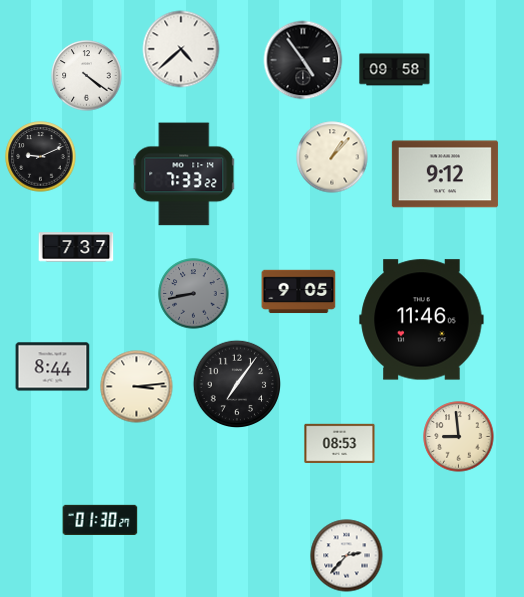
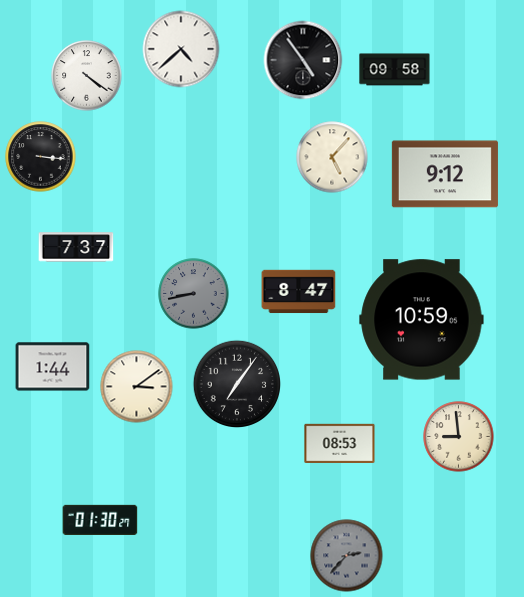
clock at (41, 157): 9:11 -> 3:16
clock at (332, 157): 1:07 -> 5:07
clock at (184, 174): 7:33 -> none
clock at (299, 292): 9:05 -> 8:47
clock at (422, 320): 11:46 -> 10:59
clock at (53, 367): 8:44 -> 1:44
clock at (137, 387): 3:14 -> 3:09
clock at (347, 556) dial: white -> grey
